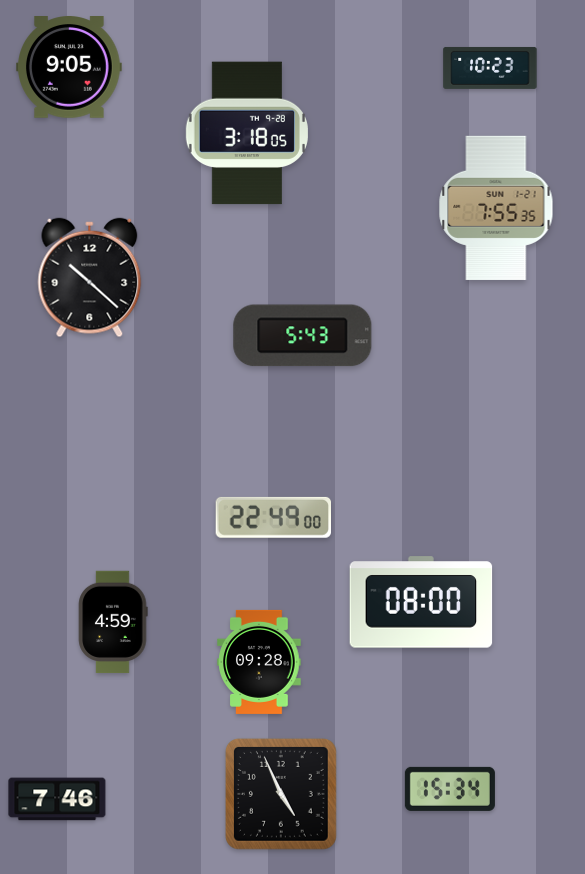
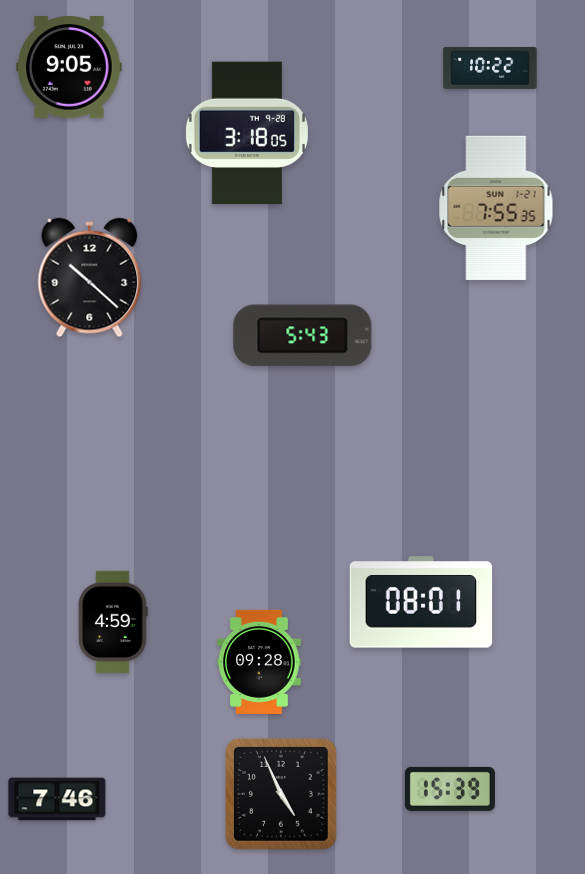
clock at (490, 68): 10:23 -> 10:22
clock at (273, 517): 22:49 -> none
clock at (421, 602): 08:00 -> 08:01
clock at (450, 789): 15:34 -> 15:39
